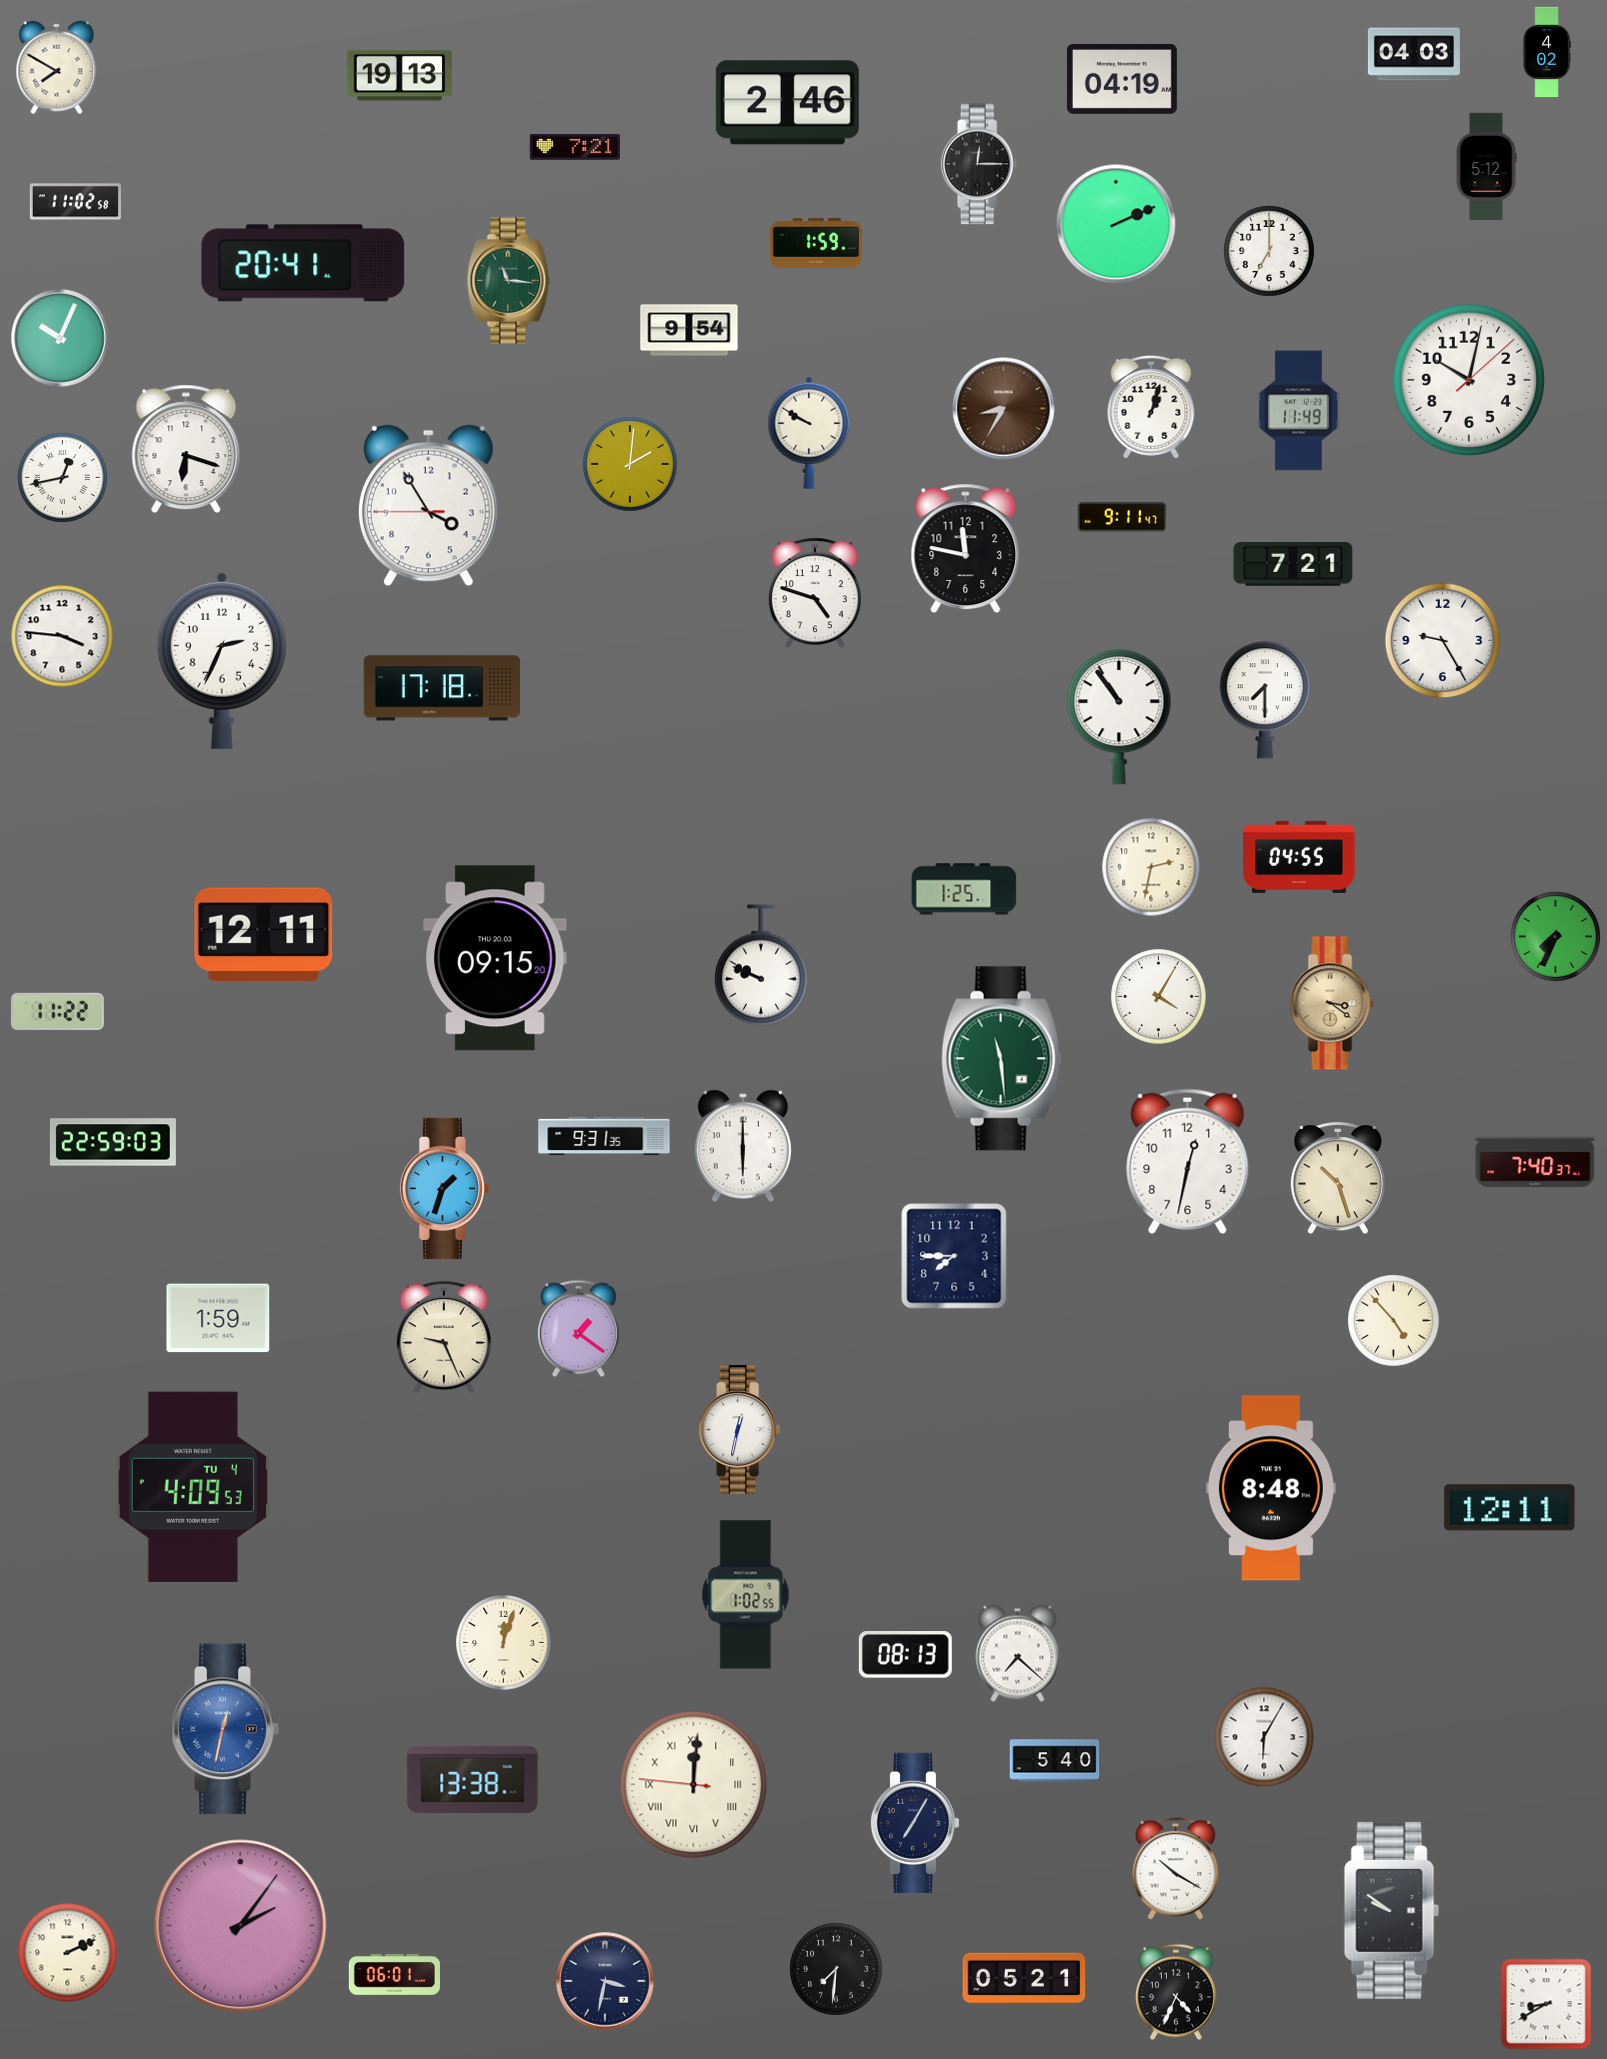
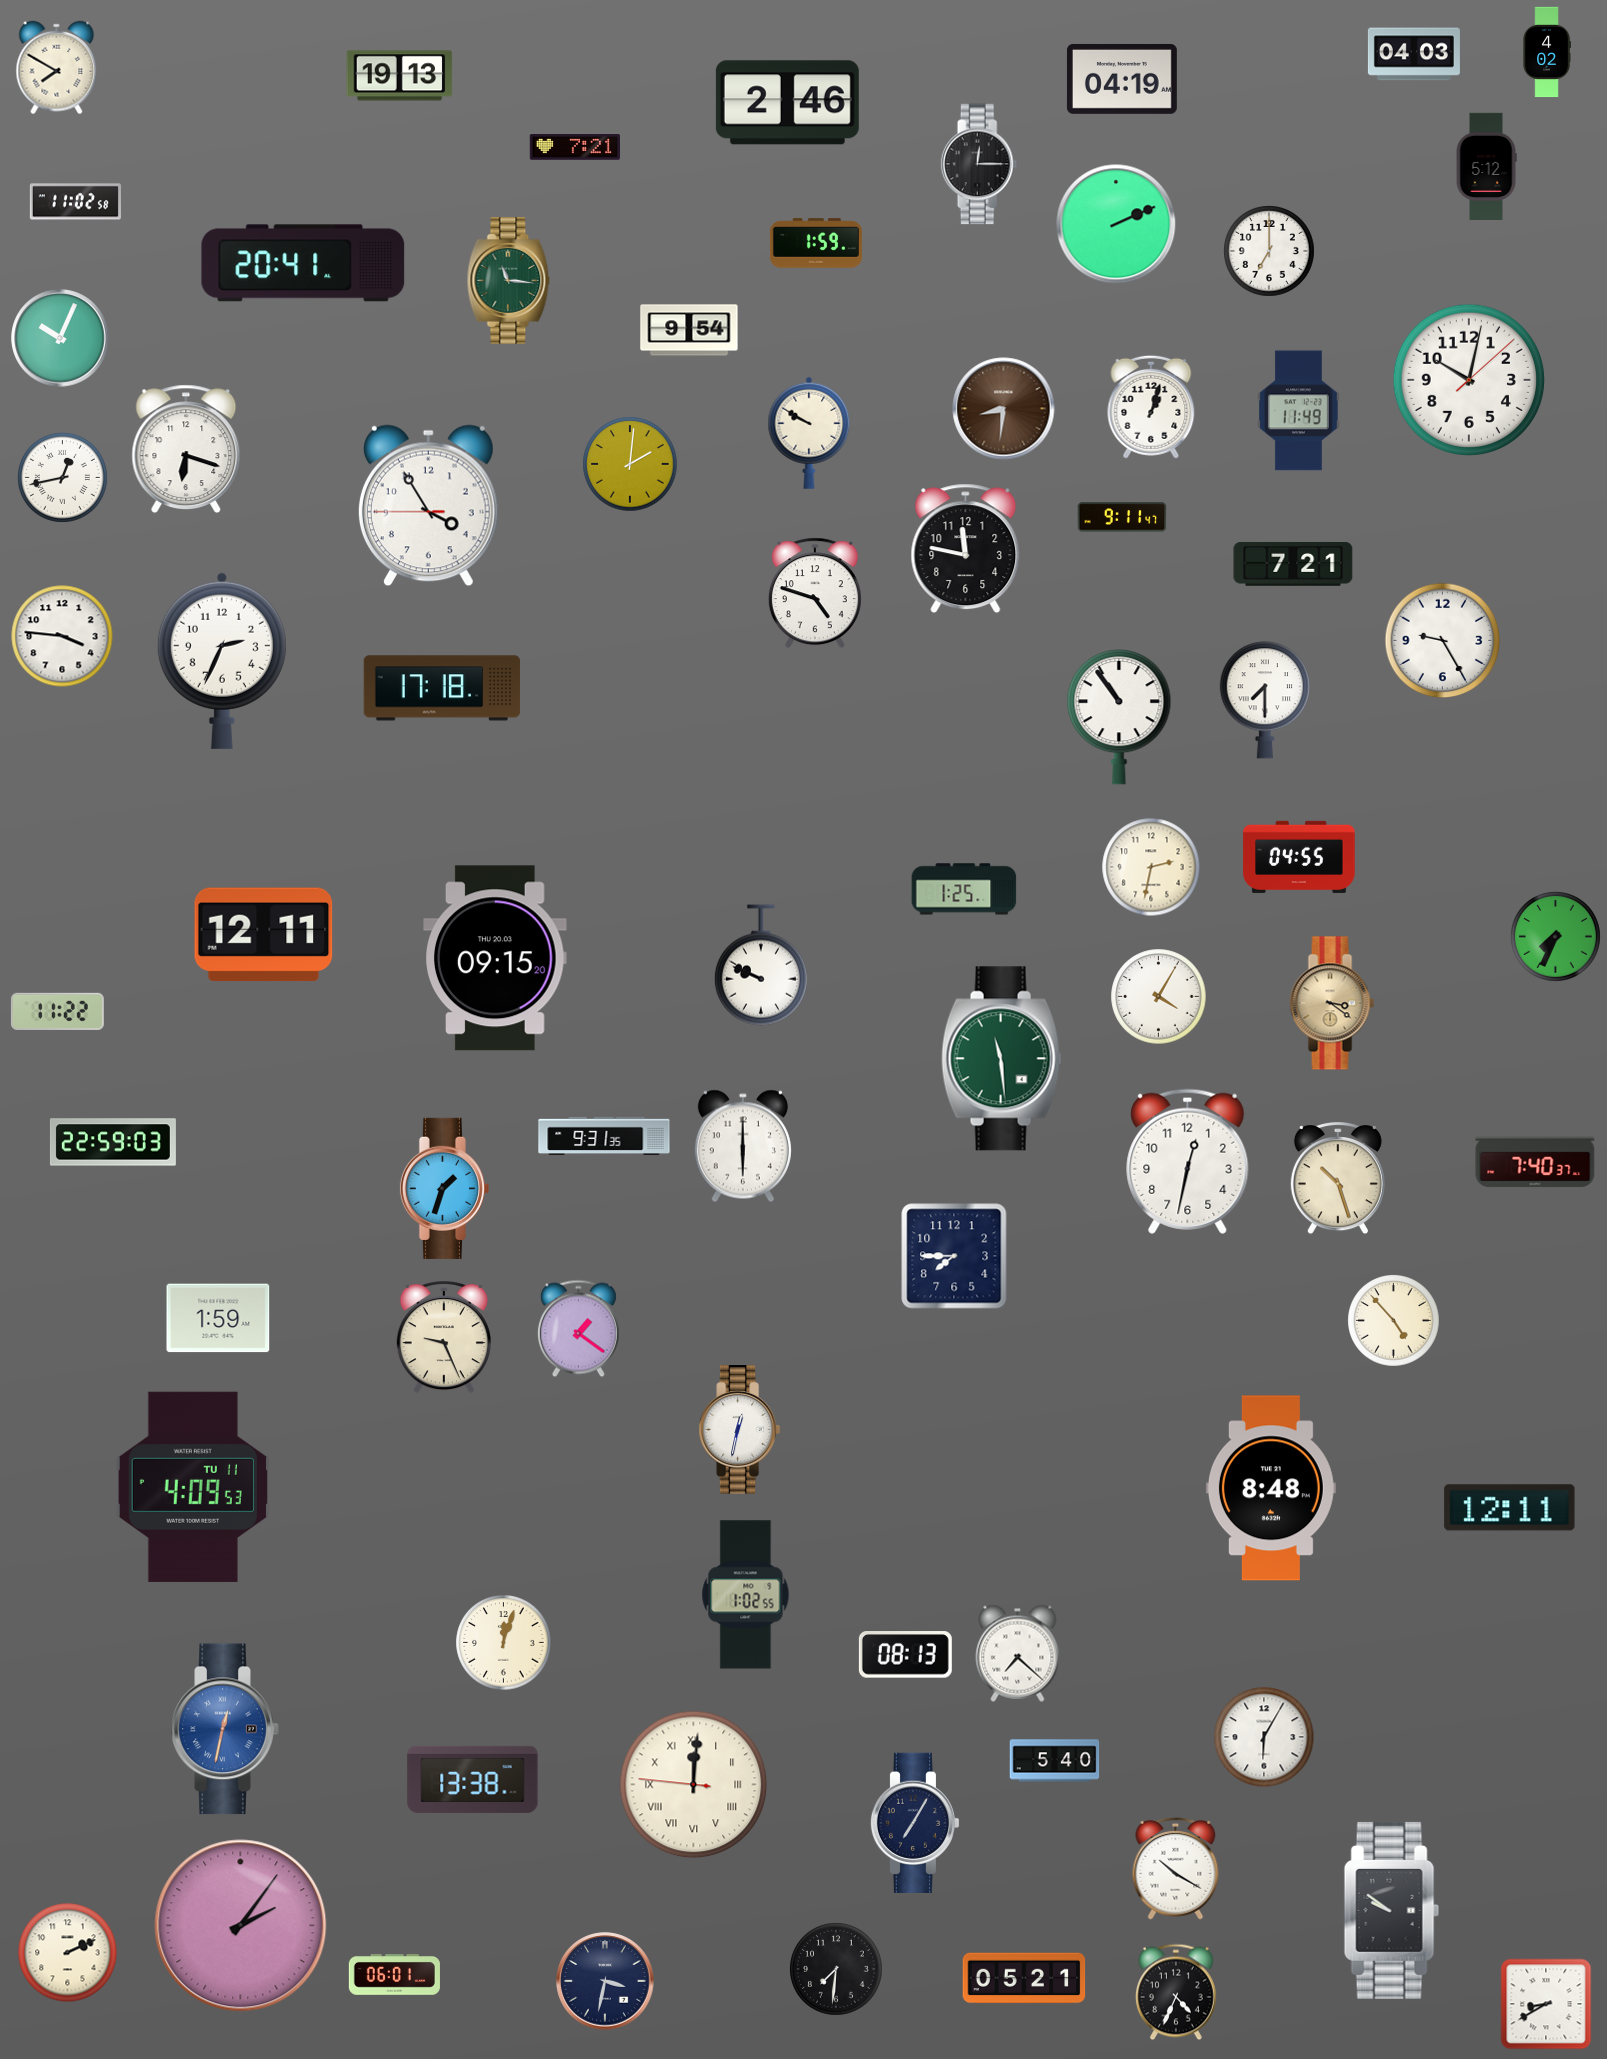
clock at (1004, 409): 8:35 -> 8:31
clock at (193, 1487) date: TU 4 -> TU 11
